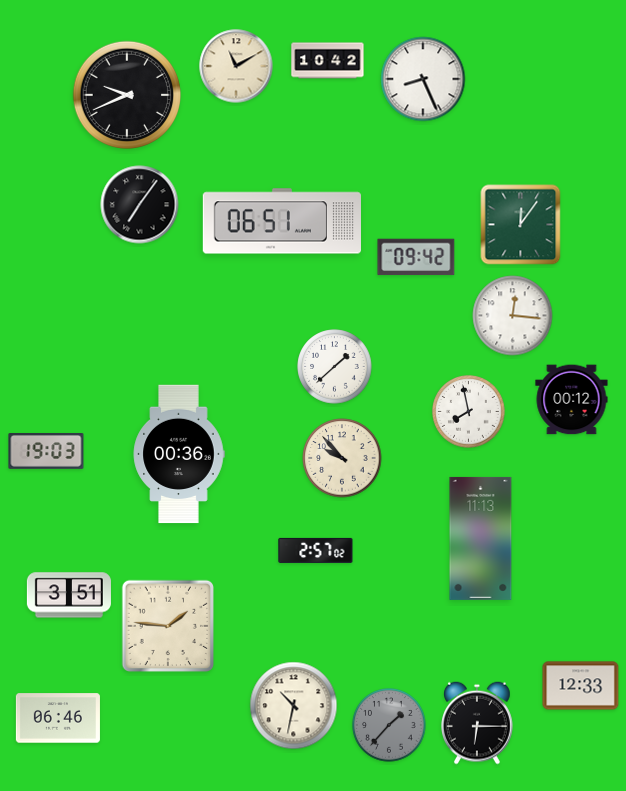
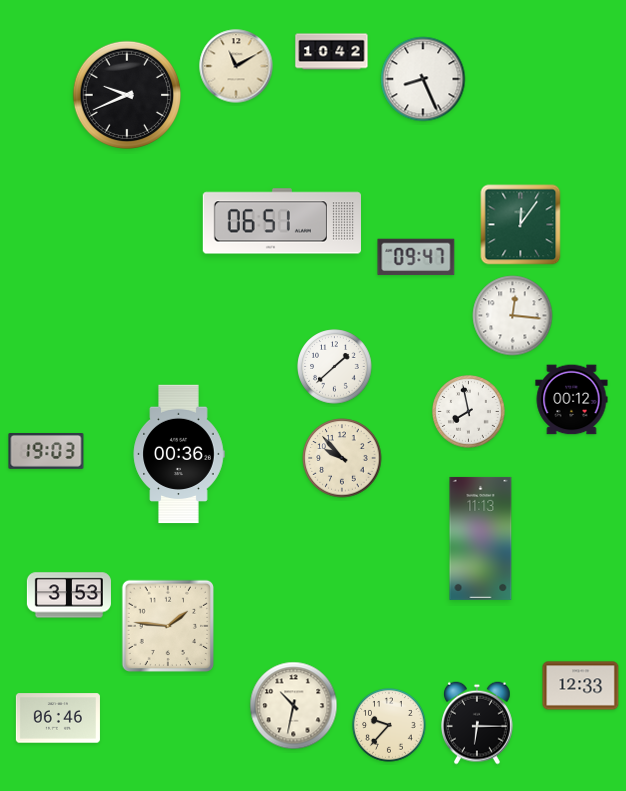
clock at (328, 61) position: (328, 61) -> (332, 52)
clock at (140, 205): 7:06 -> none
clock at (416, 257): 09:42 -> 09:47
clock at (316, 550): 2:57 -> none
clock at (69, 595): 3:51 -> 3:53
clock at (389, 725): 1:37 -> 9:37
clock at (389, 725) dial: grey -> cream
